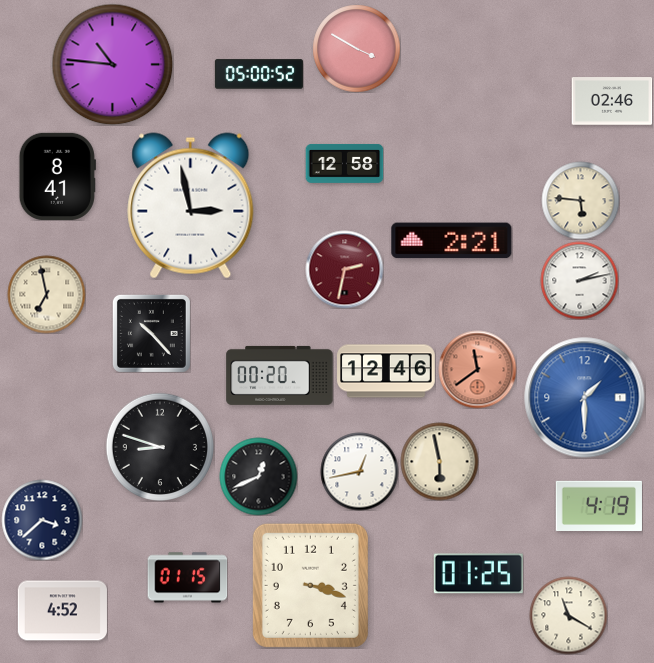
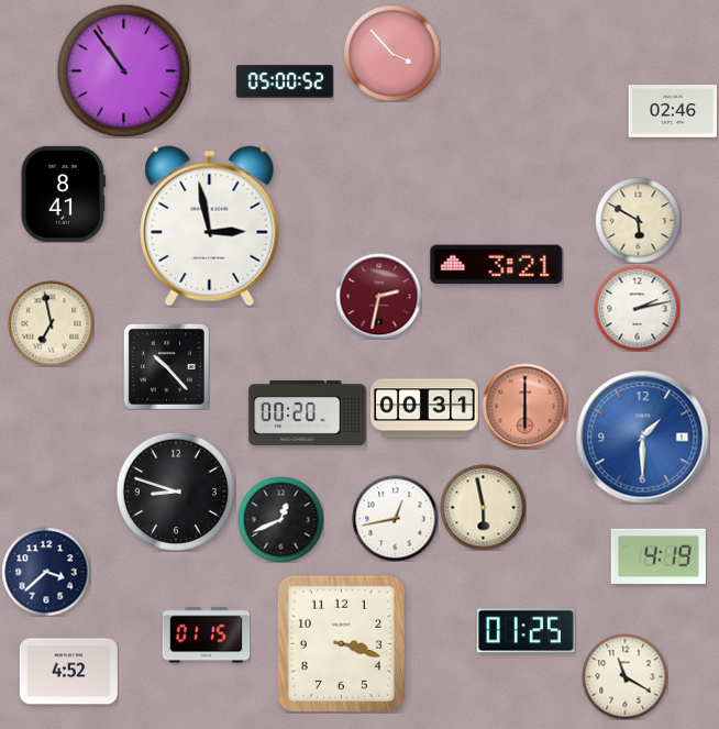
clock at (356, 48): 3:50 -> 3:53
clock at (112, 64): 10:46 -> 10:54
clock at (344, 163): 12:58 -> none
clock at (580, 200): 5:46 -> 5:50
clock at (452, 241): 2:21 -> 3:21
clock at (477, 369): 11:39 -> 6:00
clock at (386, 371): 12:46 -> 00:31
clock at (258, 476) position: (258, 476) -> (280, 519)
